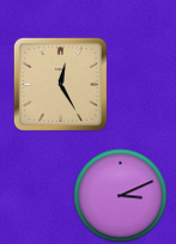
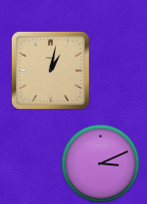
clock at (60, 84): 12:25 -> 1:02
